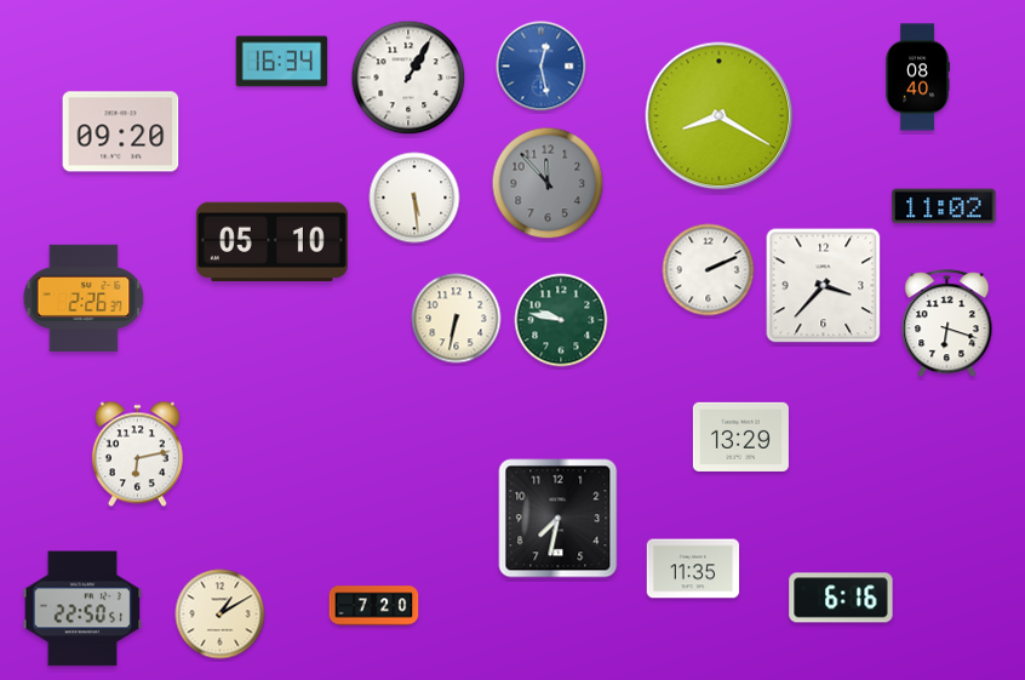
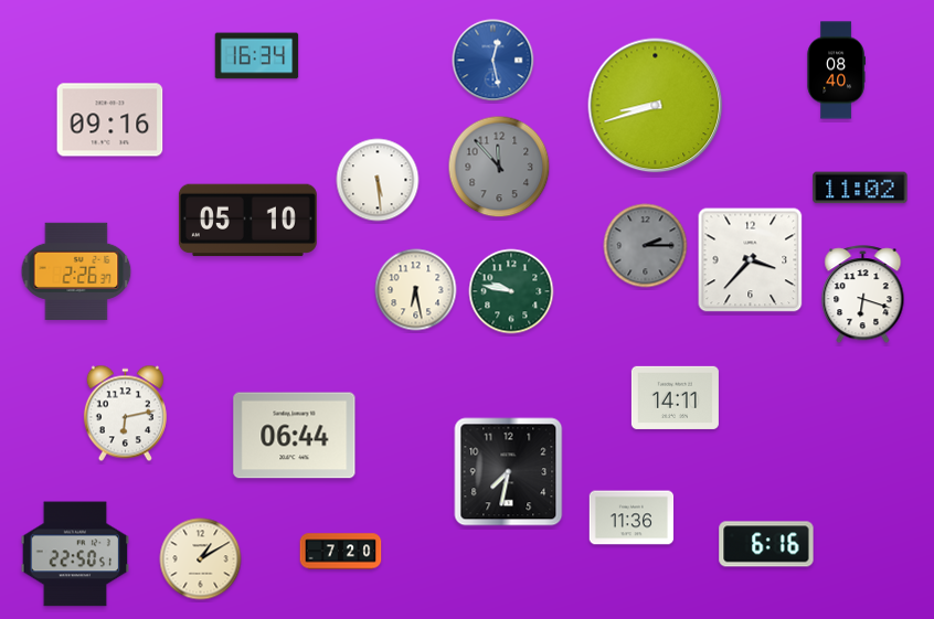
clock at (408, 78): 1:05 -> none
clock at (720, 116): 8:20 -> 8:42
clock at (121, 132): 09:20 -> 09:16
clock at (709, 270): 2:11 -> 2:15
clock at (709, 270) dial: white -> grey
clock at (457, 319): 6:32 -> 6:28
clock at (740, 436): 13:29 -> 14:11
clock at (295, 436): none -> 06:44
clock at (693, 568): 11:35 -> 11:36
